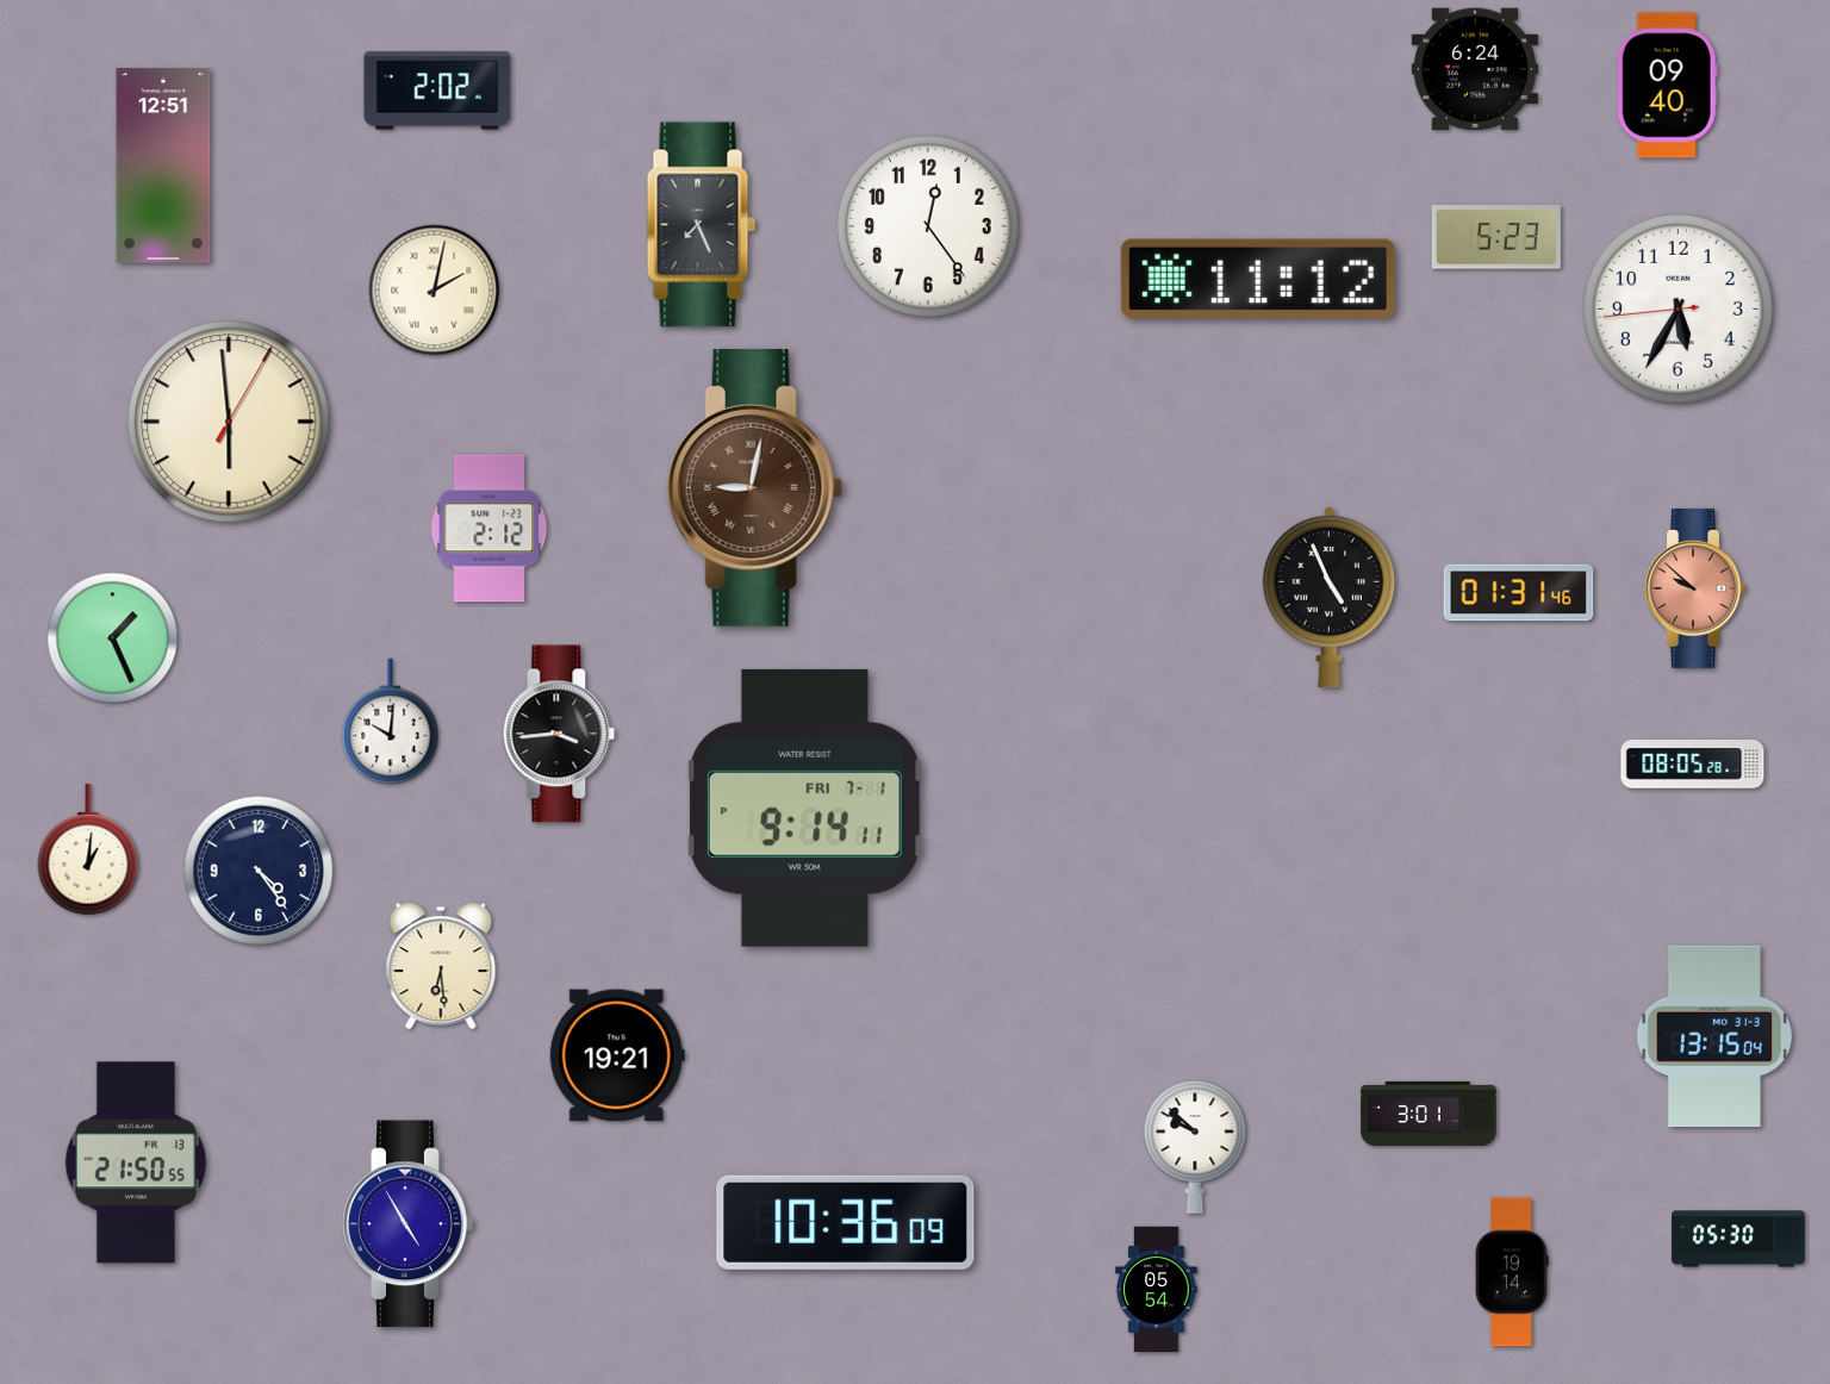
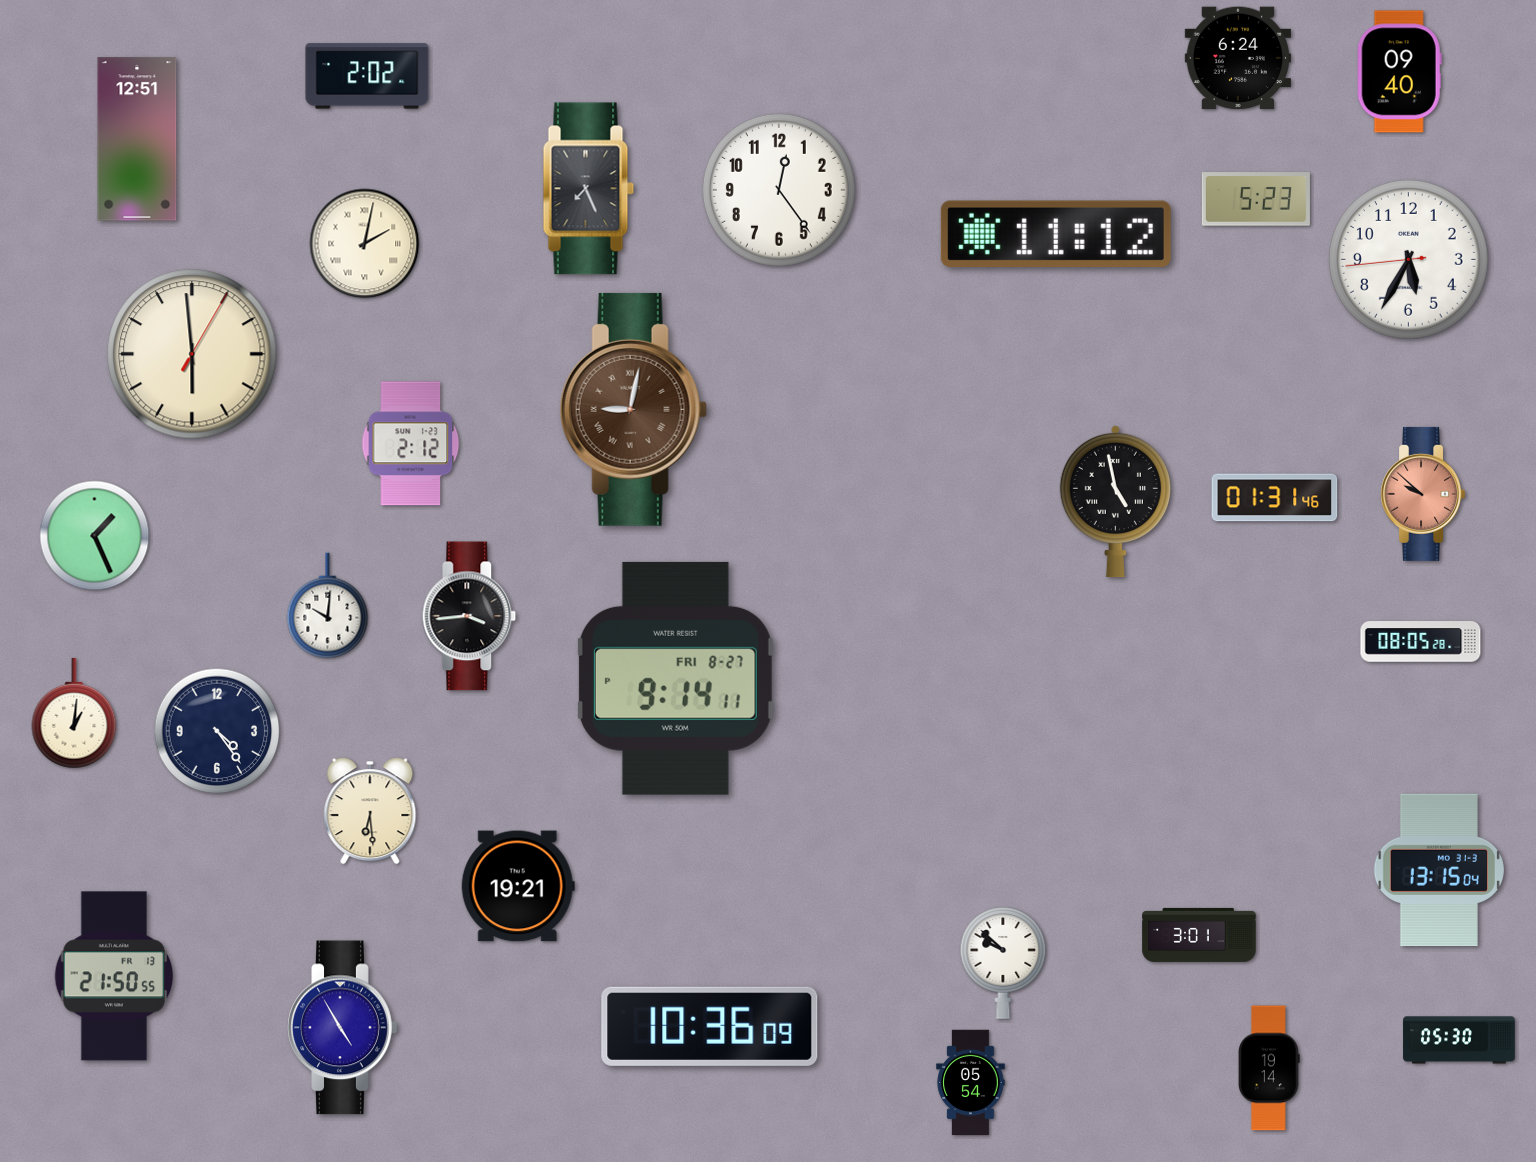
clock at (1328, 597): 4:56 -> 4:58
clock at (804, 808) date: FRI 7-1 -> FRI 8-27
